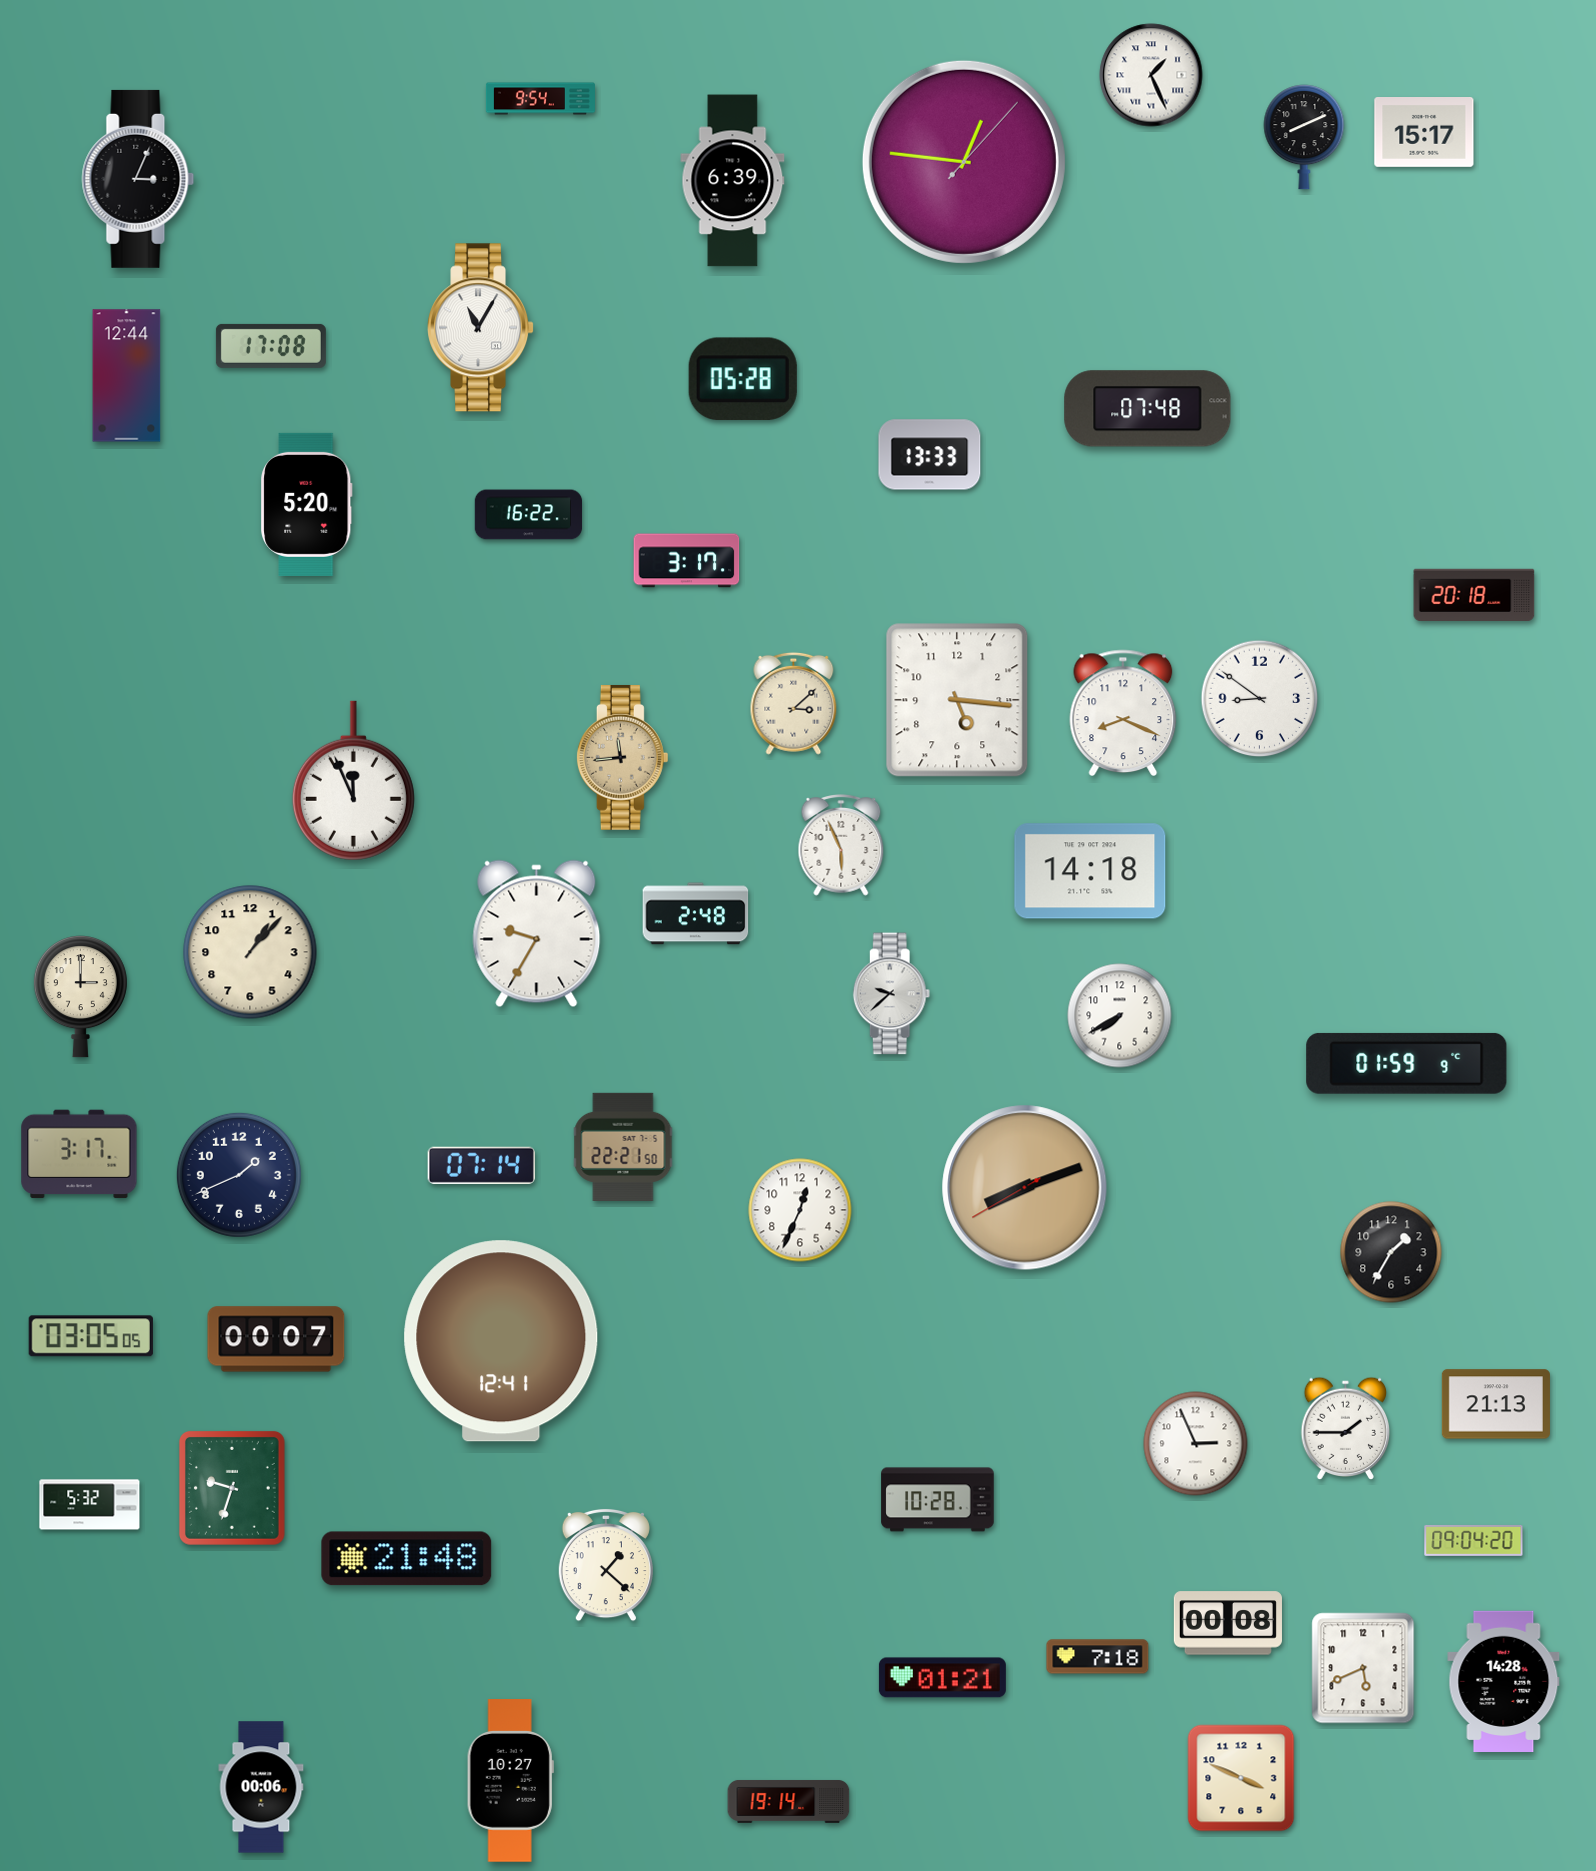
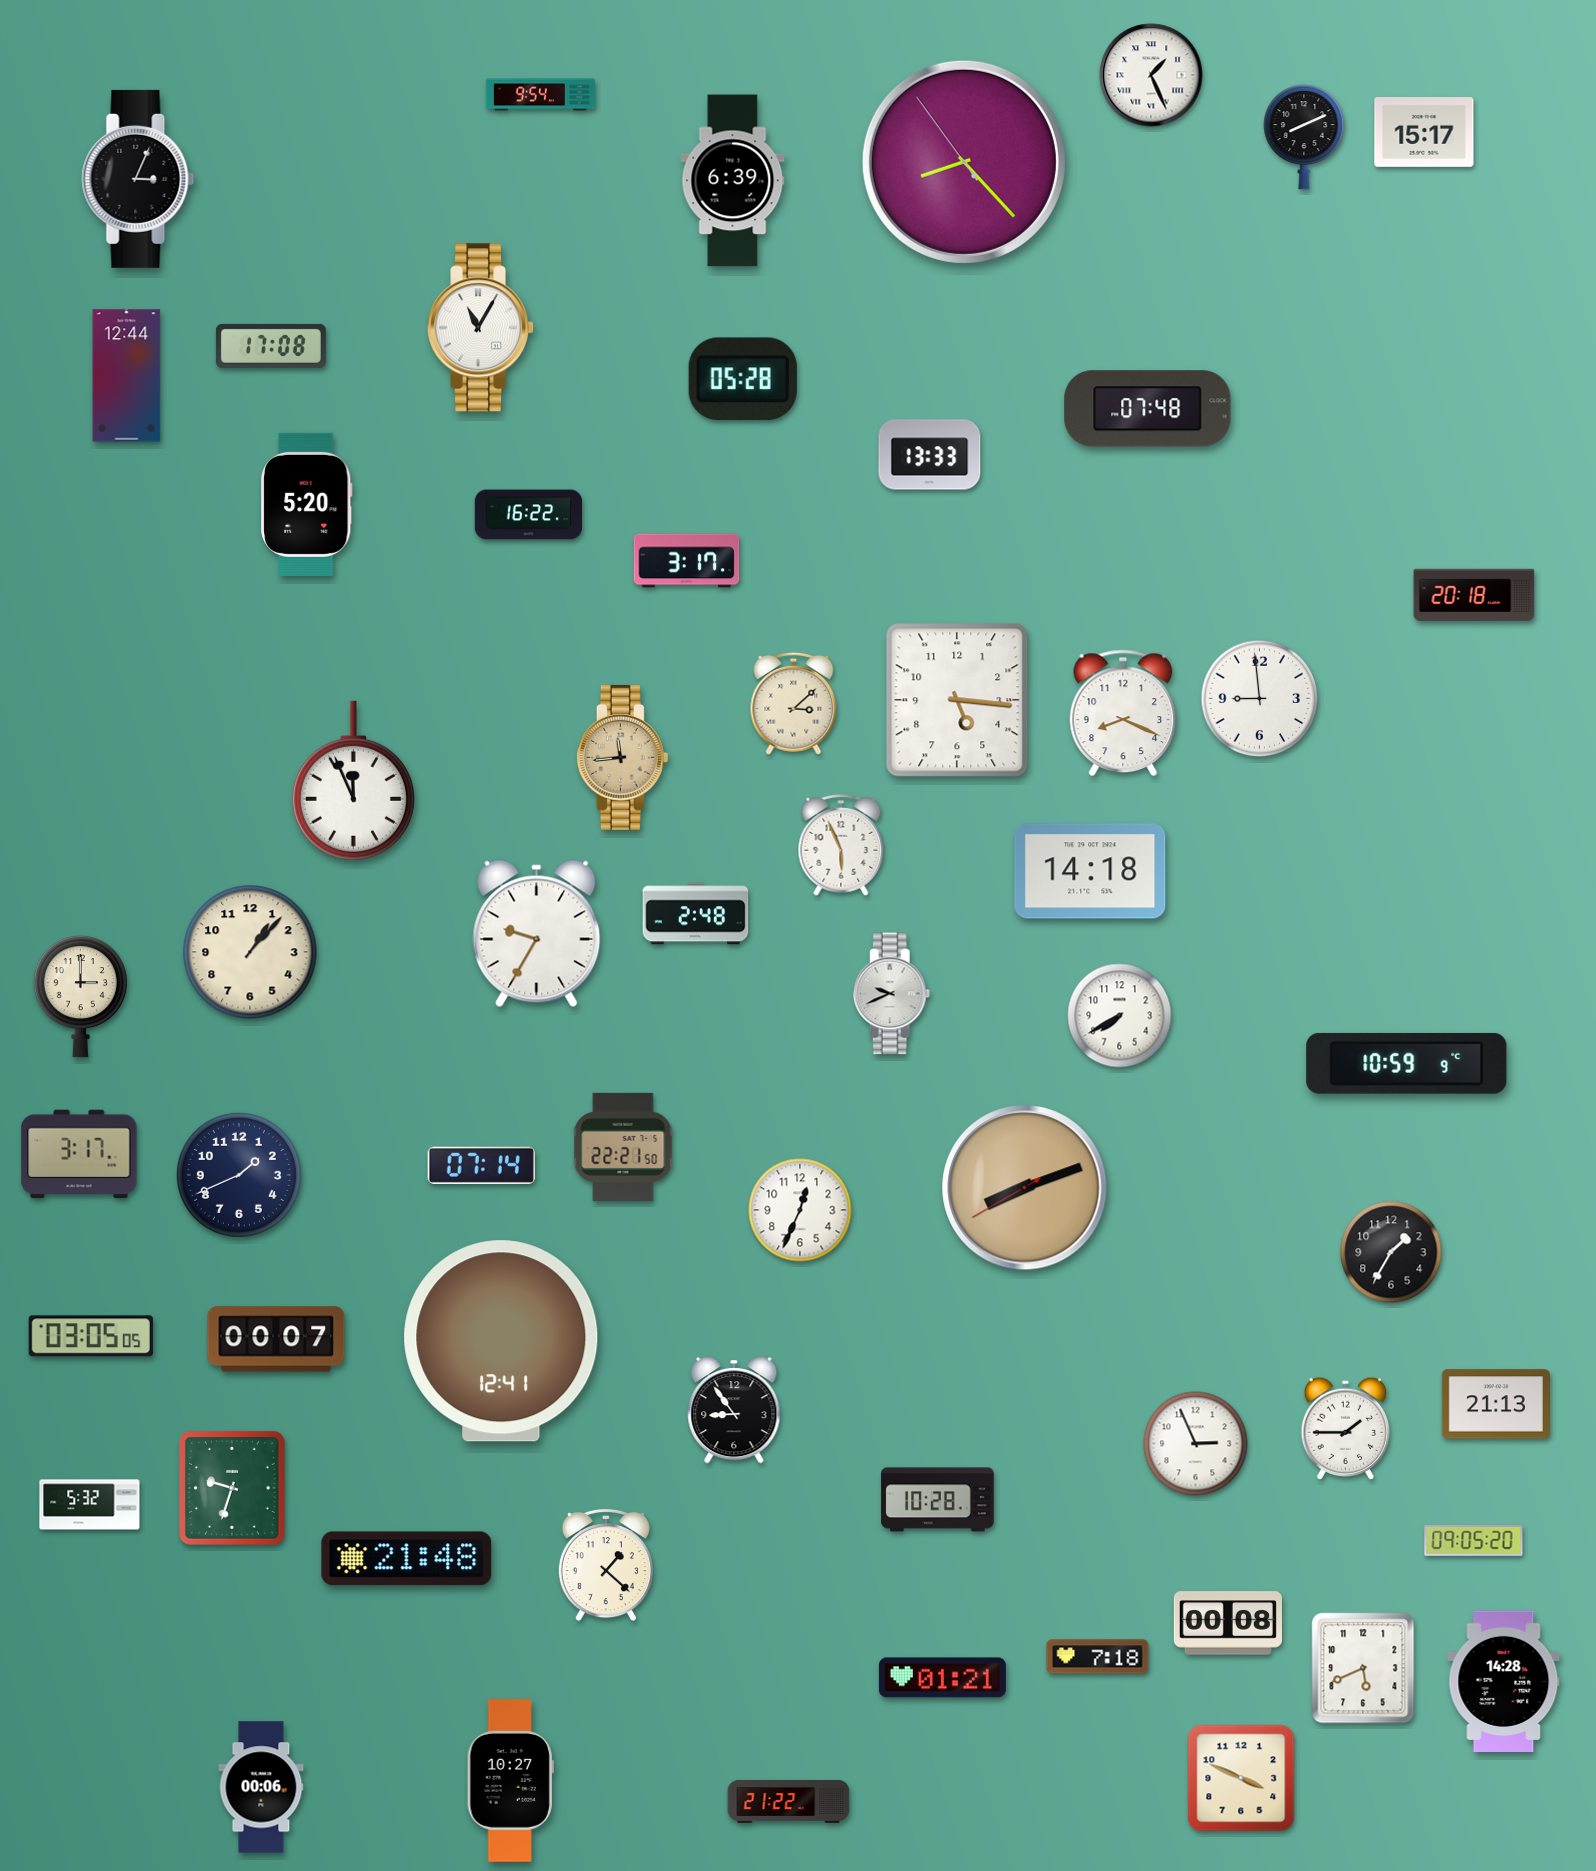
clock at (540, 99) position: (540, 99) -> (540, 95)
clock at (964, 162): 12:46 -> 8:22
clock at (1260, 699): 8:51 -> 8:59
clock at (892, 994): 9:38 -> 9:41
clock at (1407, 1063): 01:59 -> 10:59
clock at (734, 1410): none -> 8:54
clock at (1474, 1540): 09:04 -> 09:05
clock at (789, 1802): 19:14 -> 21:22
